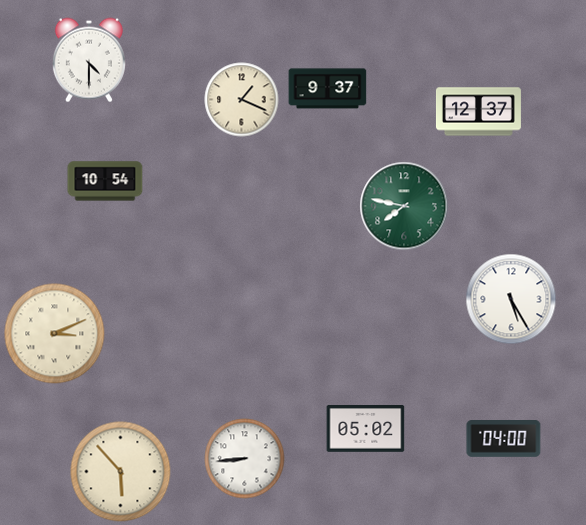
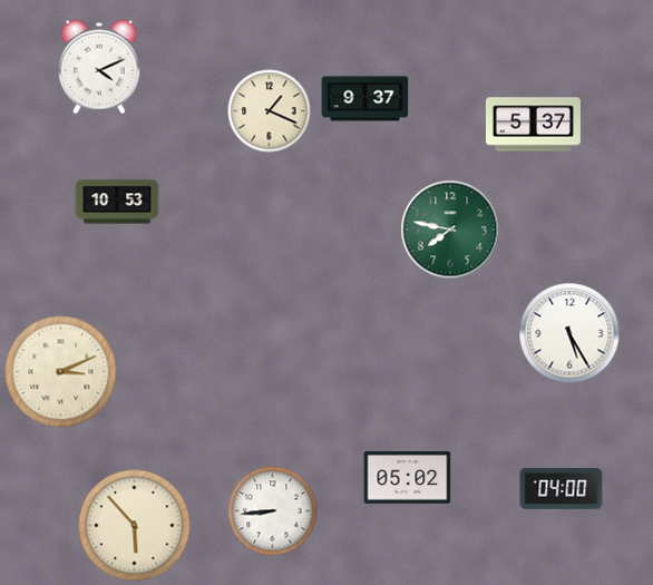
clock at (89, 60): 4:30 -> 4:11
clock at (478, 112): 12:37 -> 5:37
clock at (105, 181): 10:54 -> 10:53
